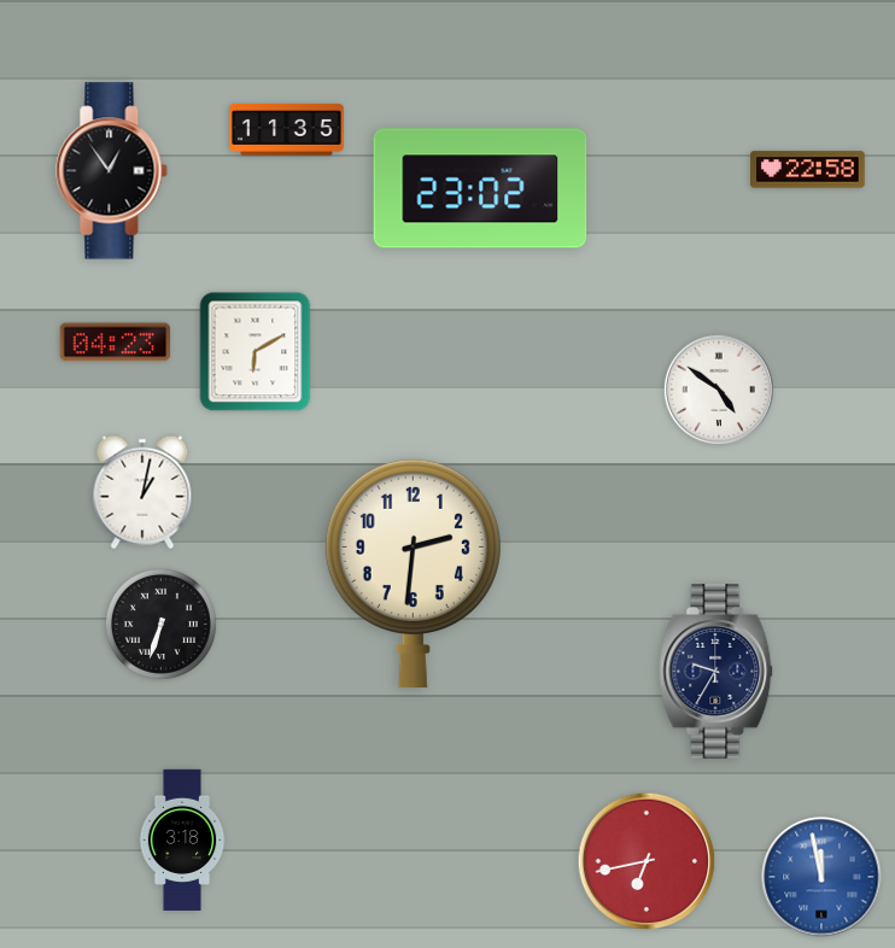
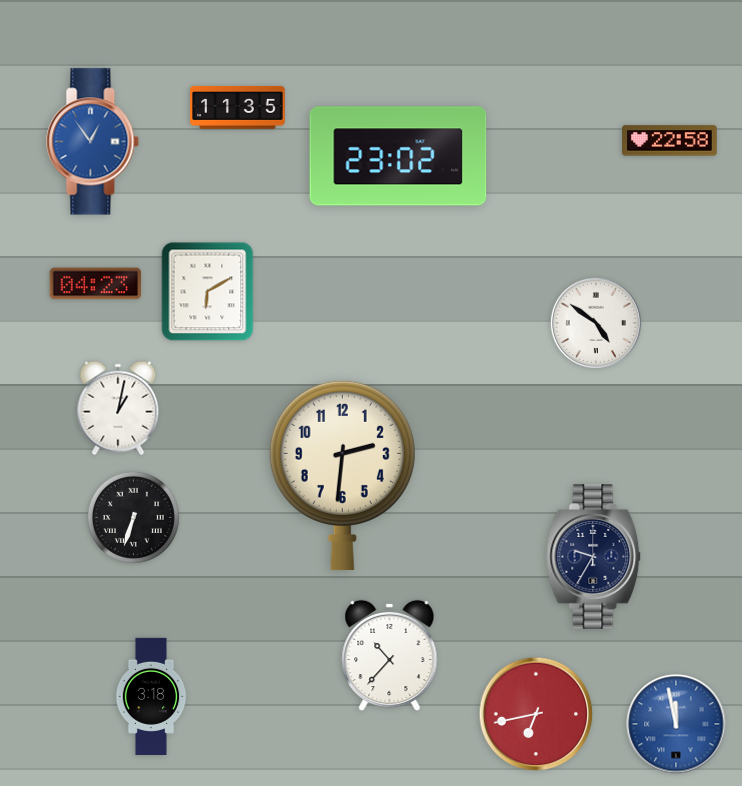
clock at (112, 171) dial: black -> blue
clock at (256, 352) position: (256, 352) -> (208, 292)
clock at (390, 656): none -> 10:37
clock at (821, 877) position: (821, 877) -> (676, 724)
